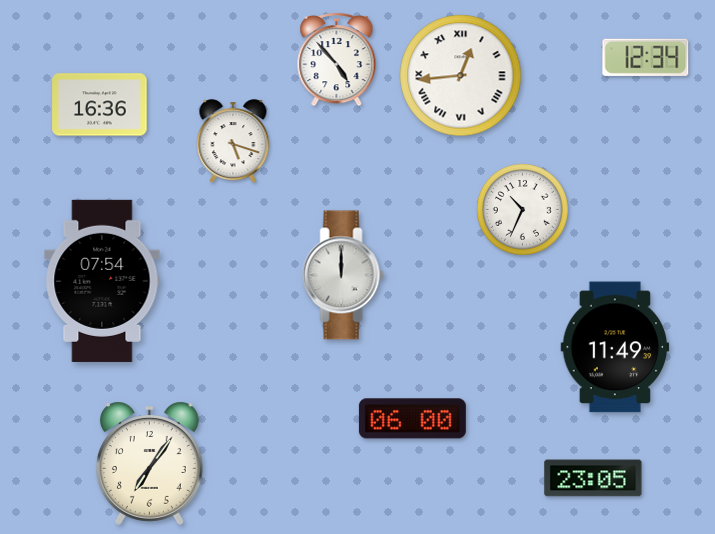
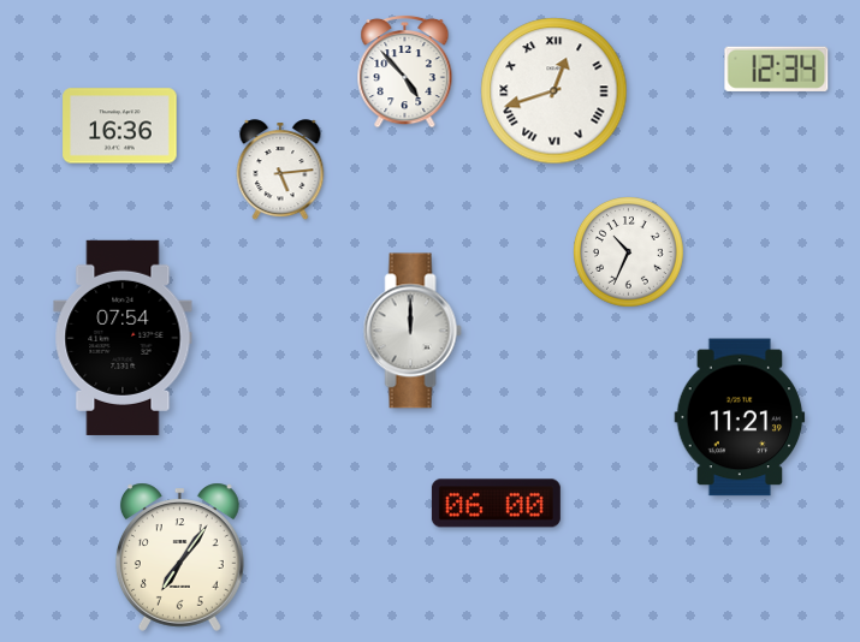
clock at (461, 76): 12:44 -> 12:42
clock at (233, 142): 5:18 -> 5:14
clock at (615, 347): 11:49 -> 11:21
clock at (593, 478): 23:05 -> none
